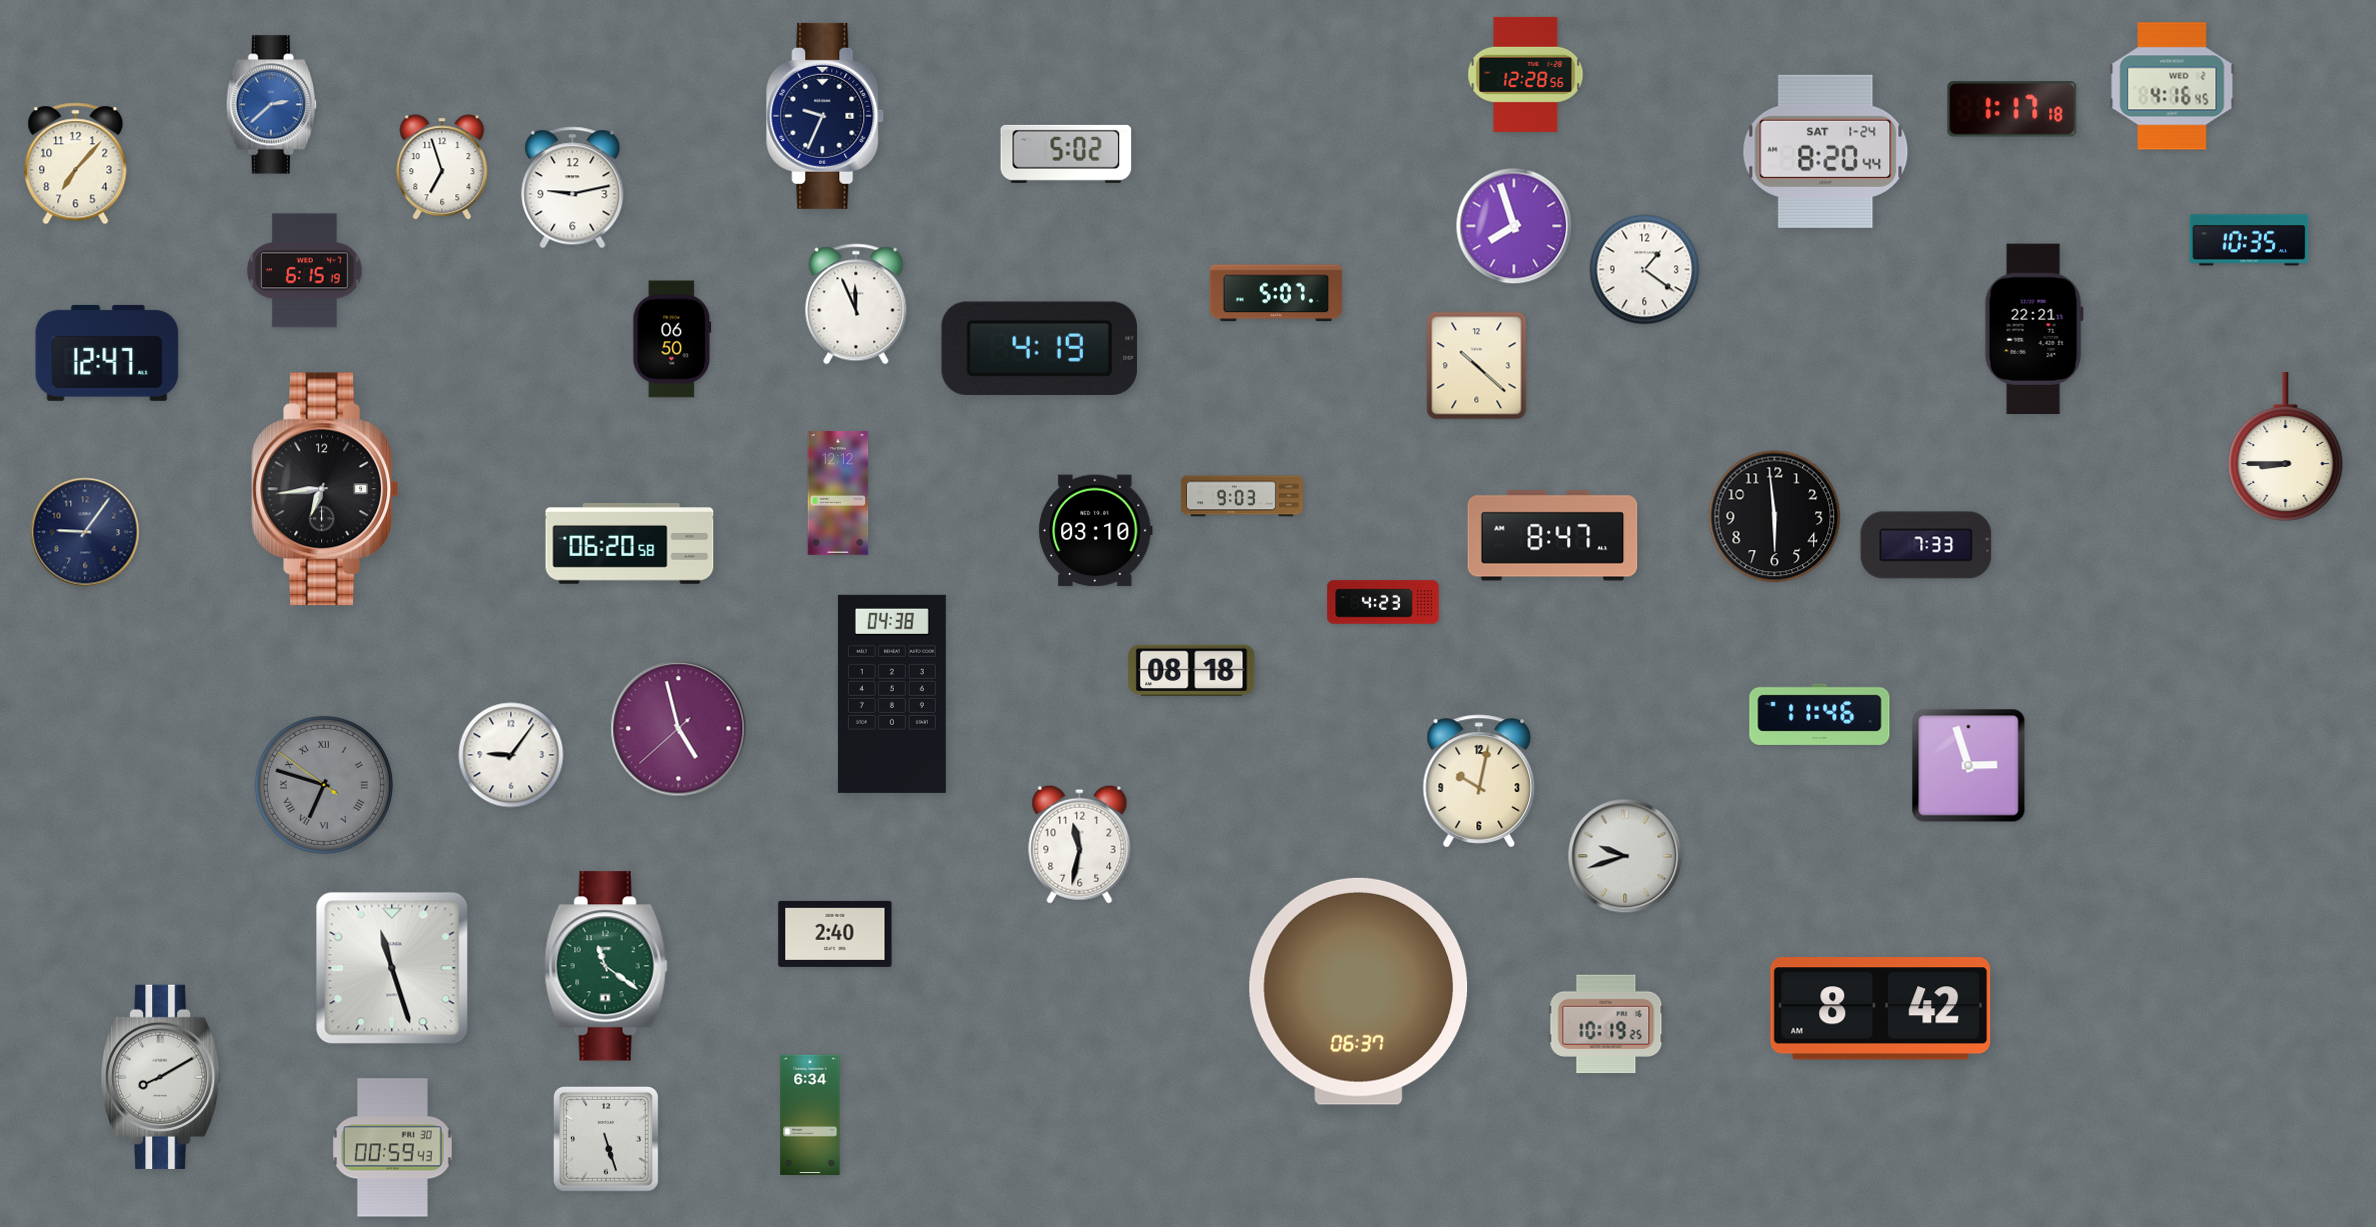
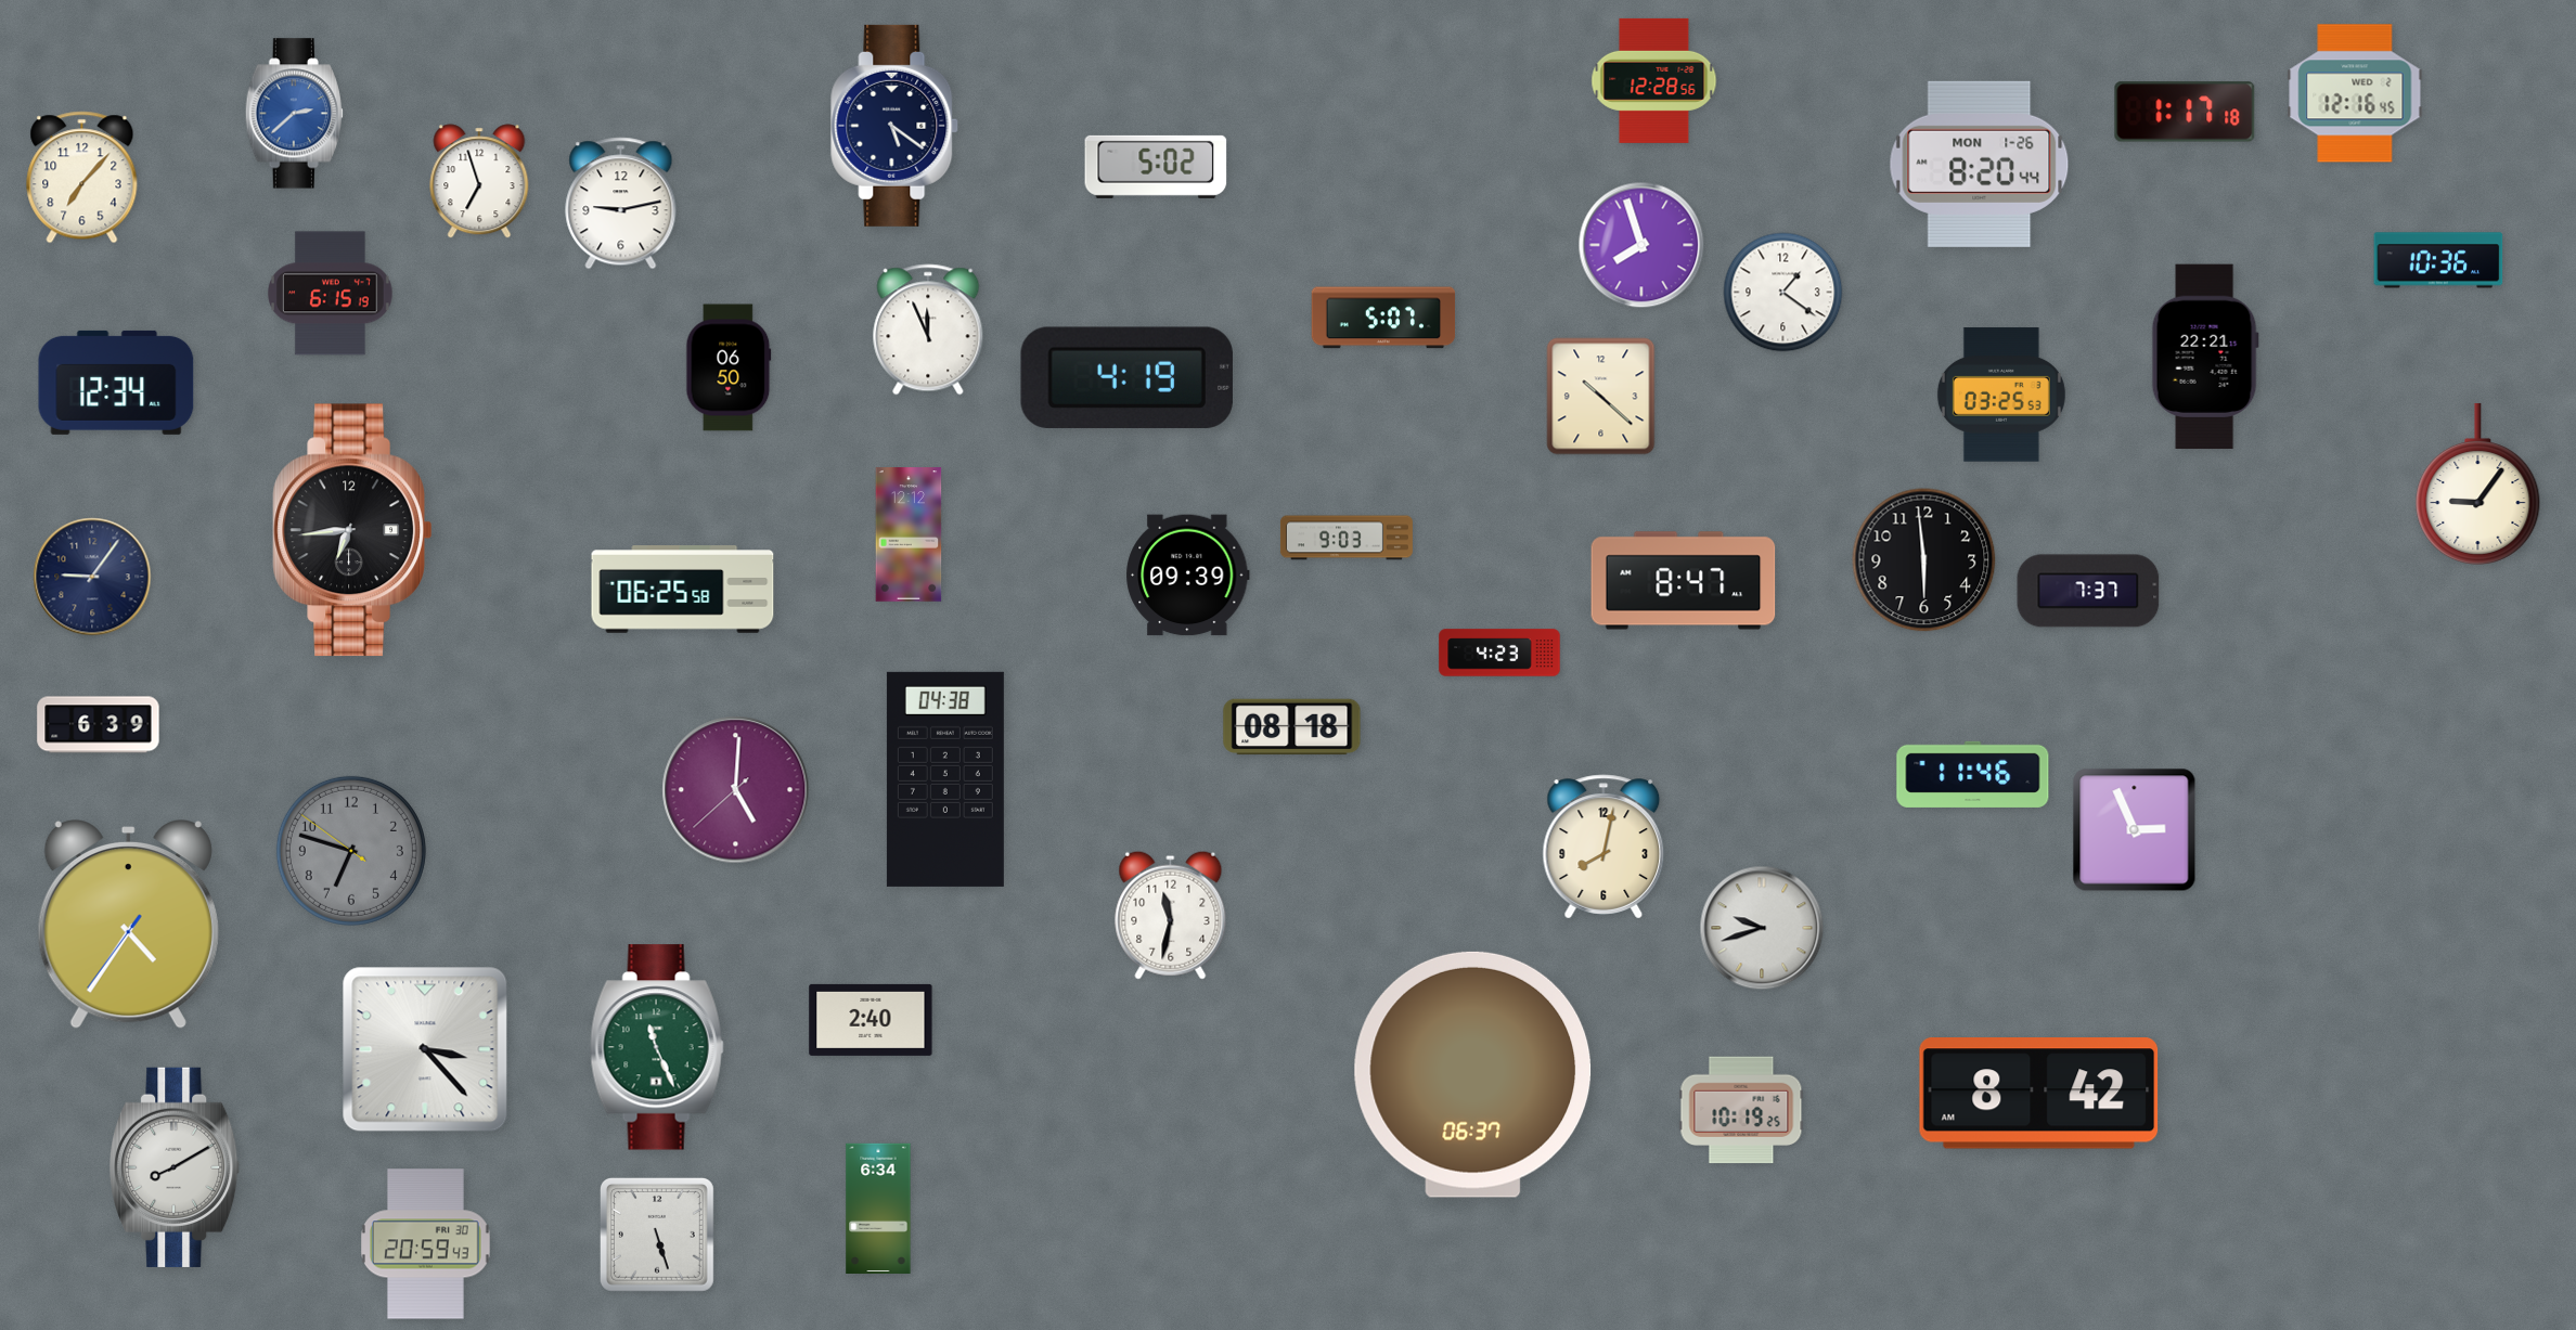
clock at (2172, 86): 4:16 -> 12:16
clock at (2012, 109) position: (2012, 109) -> (2185, 112)
clock at (826, 116): 9:34 -> 5:21
clock at (1826, 151) date: SAT 1-24 -> MON 1-26
clock at (2249, 240): 10:35 -> 10:36
clock at (107, 353): 12:47 -> 12:34
clock at (2001, 395): none -> 03:25
clock at (2286, 446): 8:45 -> 9:06
clock at (1096, 531): 03:10 -> 09:39
clock at (630, 544): 06:20 -> 06:25
clock at (1926, 545): 7:33 -> 7:37
clock at (99, 725): none -> 6:39
clock at (892, 694) position: (892, 694) -> (945, 779)
clock at (679, 729): 4:57 -> 5:00
clock at (511, 755): 9:06 -> none
clock at (1969, 766): 2:57 -> 2:56
clock at (1479, 781): 10:02 -> 8:02
clock at (324, 785) numerals: Roman -> Arabic
clock at (128, 925): none -> 4:35
clock at (835, 934) position: (835, 934) -> (871, 1020)
clock at (606, 966): 11:21 -> 11:26
clock at (392, 968): 11:27 -> 3:23
clock at (393, 1148): 00:59 -> 20:59
